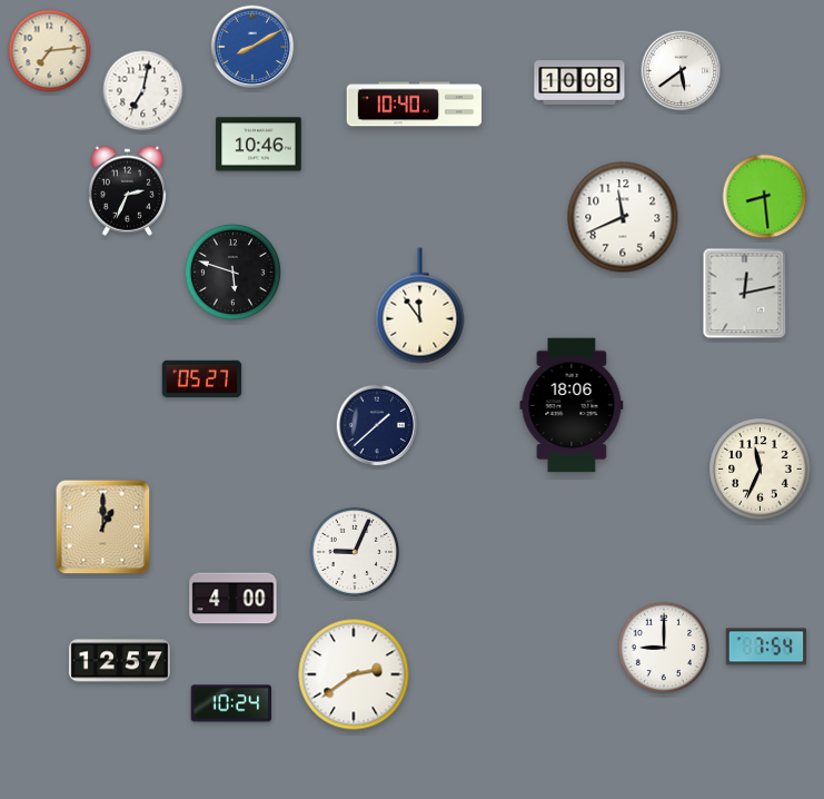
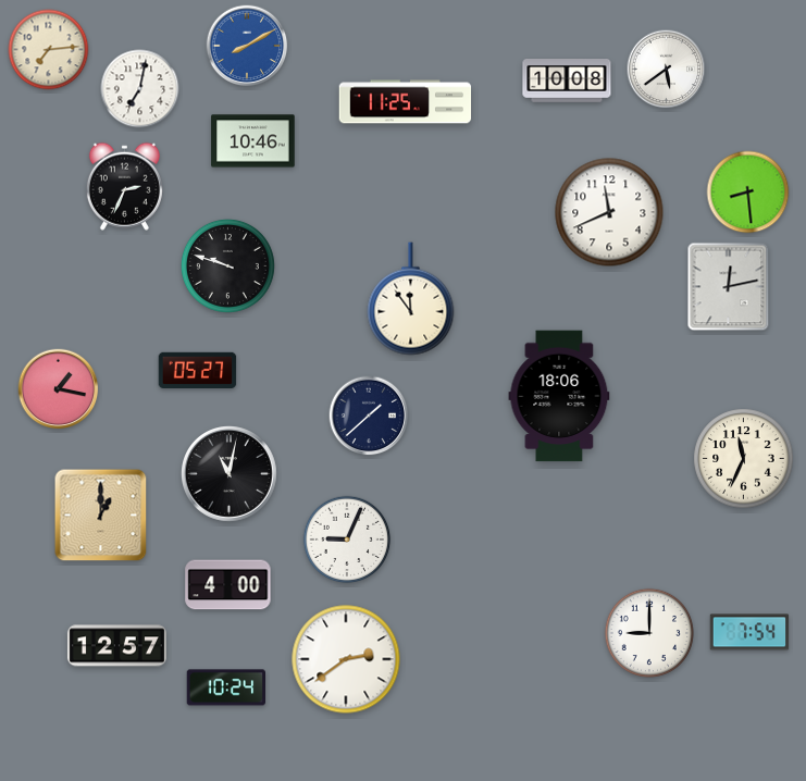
clock at (415, 105): 10:40 -> 11:25
clock at (232, 272): 5:48 -> 9:48
clock at (59, 389): none -> 1:17
clock at (230, 474): none -> 11:02
